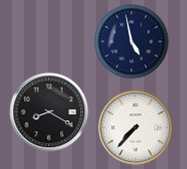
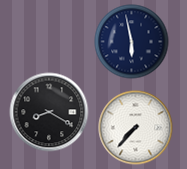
clock at (132, 42): 4:58 -> 5:58
